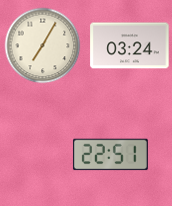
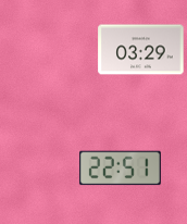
clock at (43, 46): 7:05 -> none
clock at (130, 46): 03:24 -> 03:29
